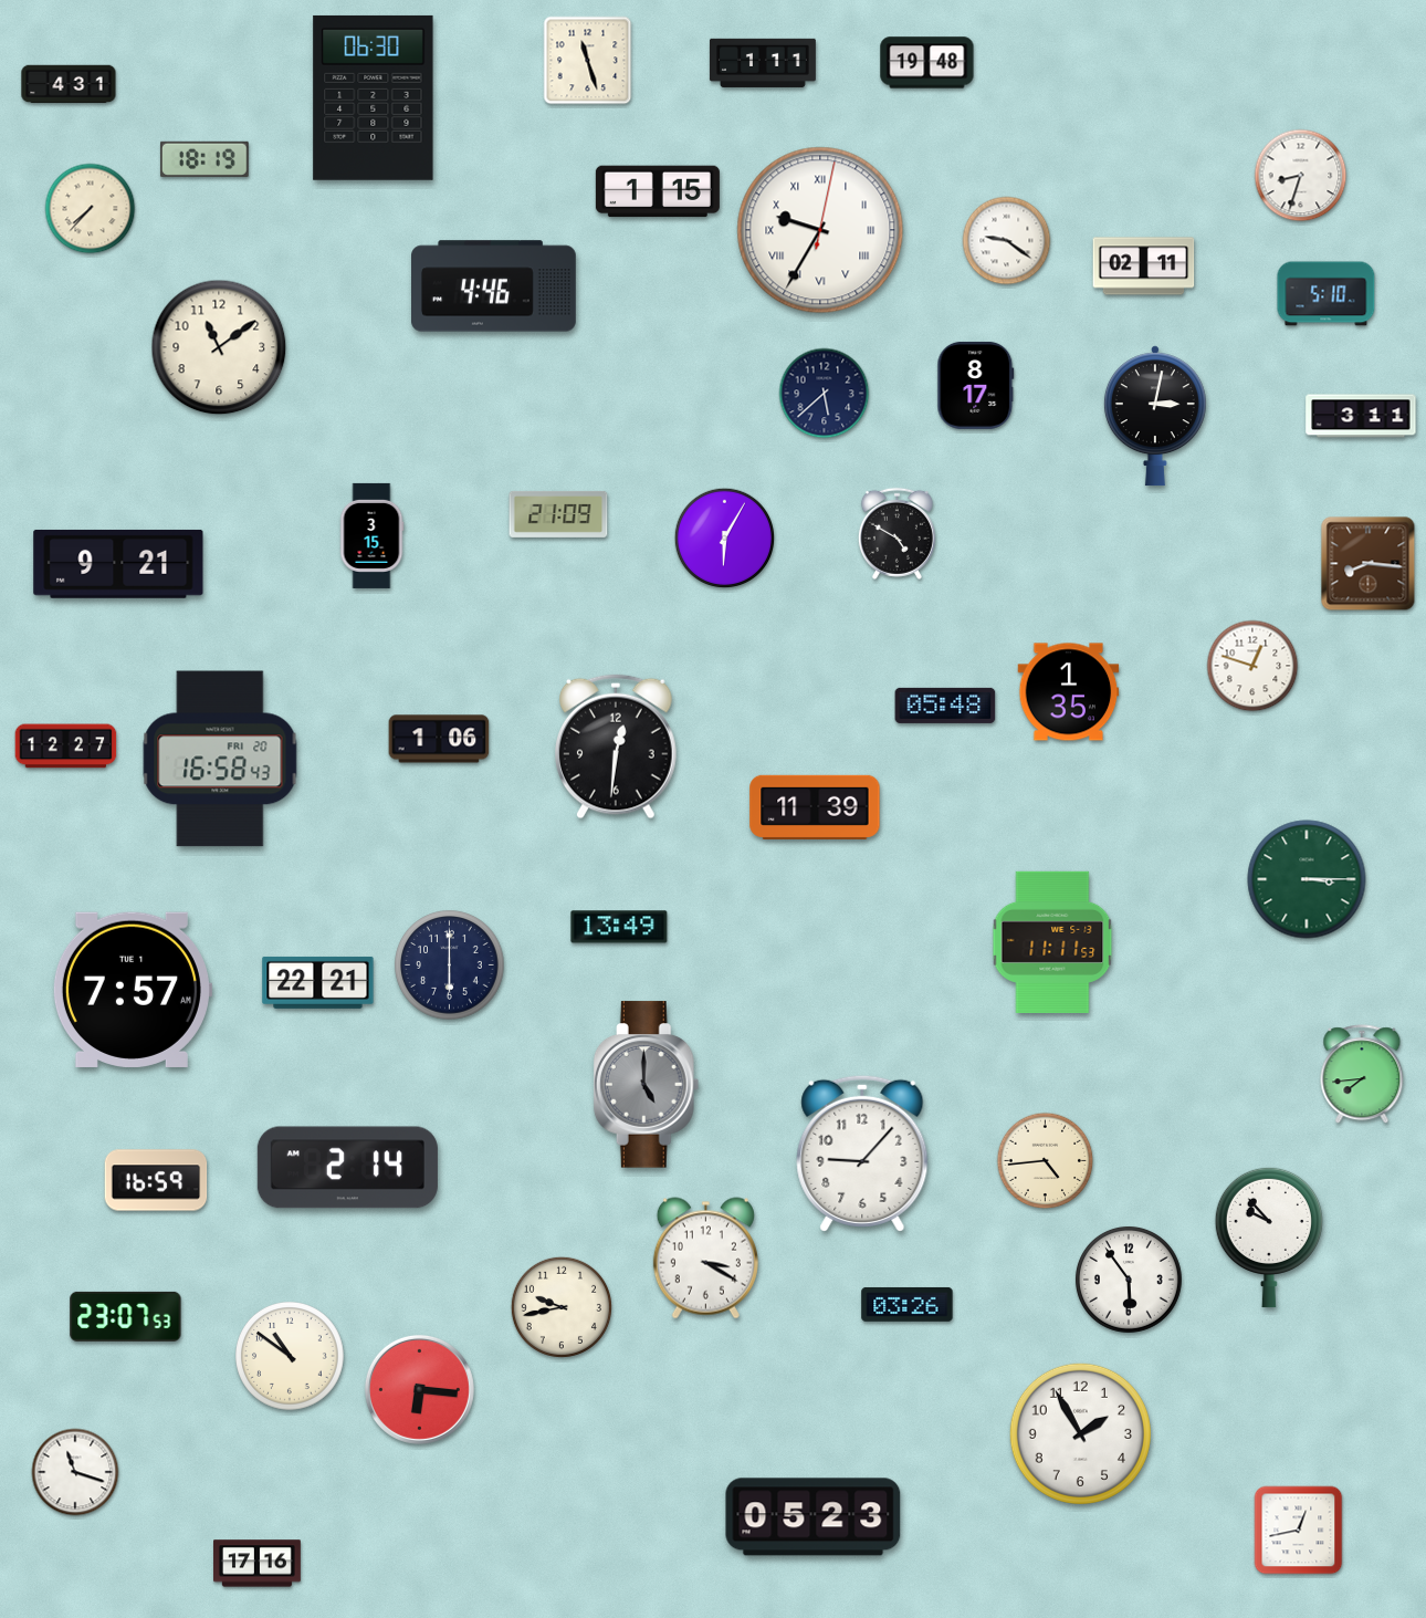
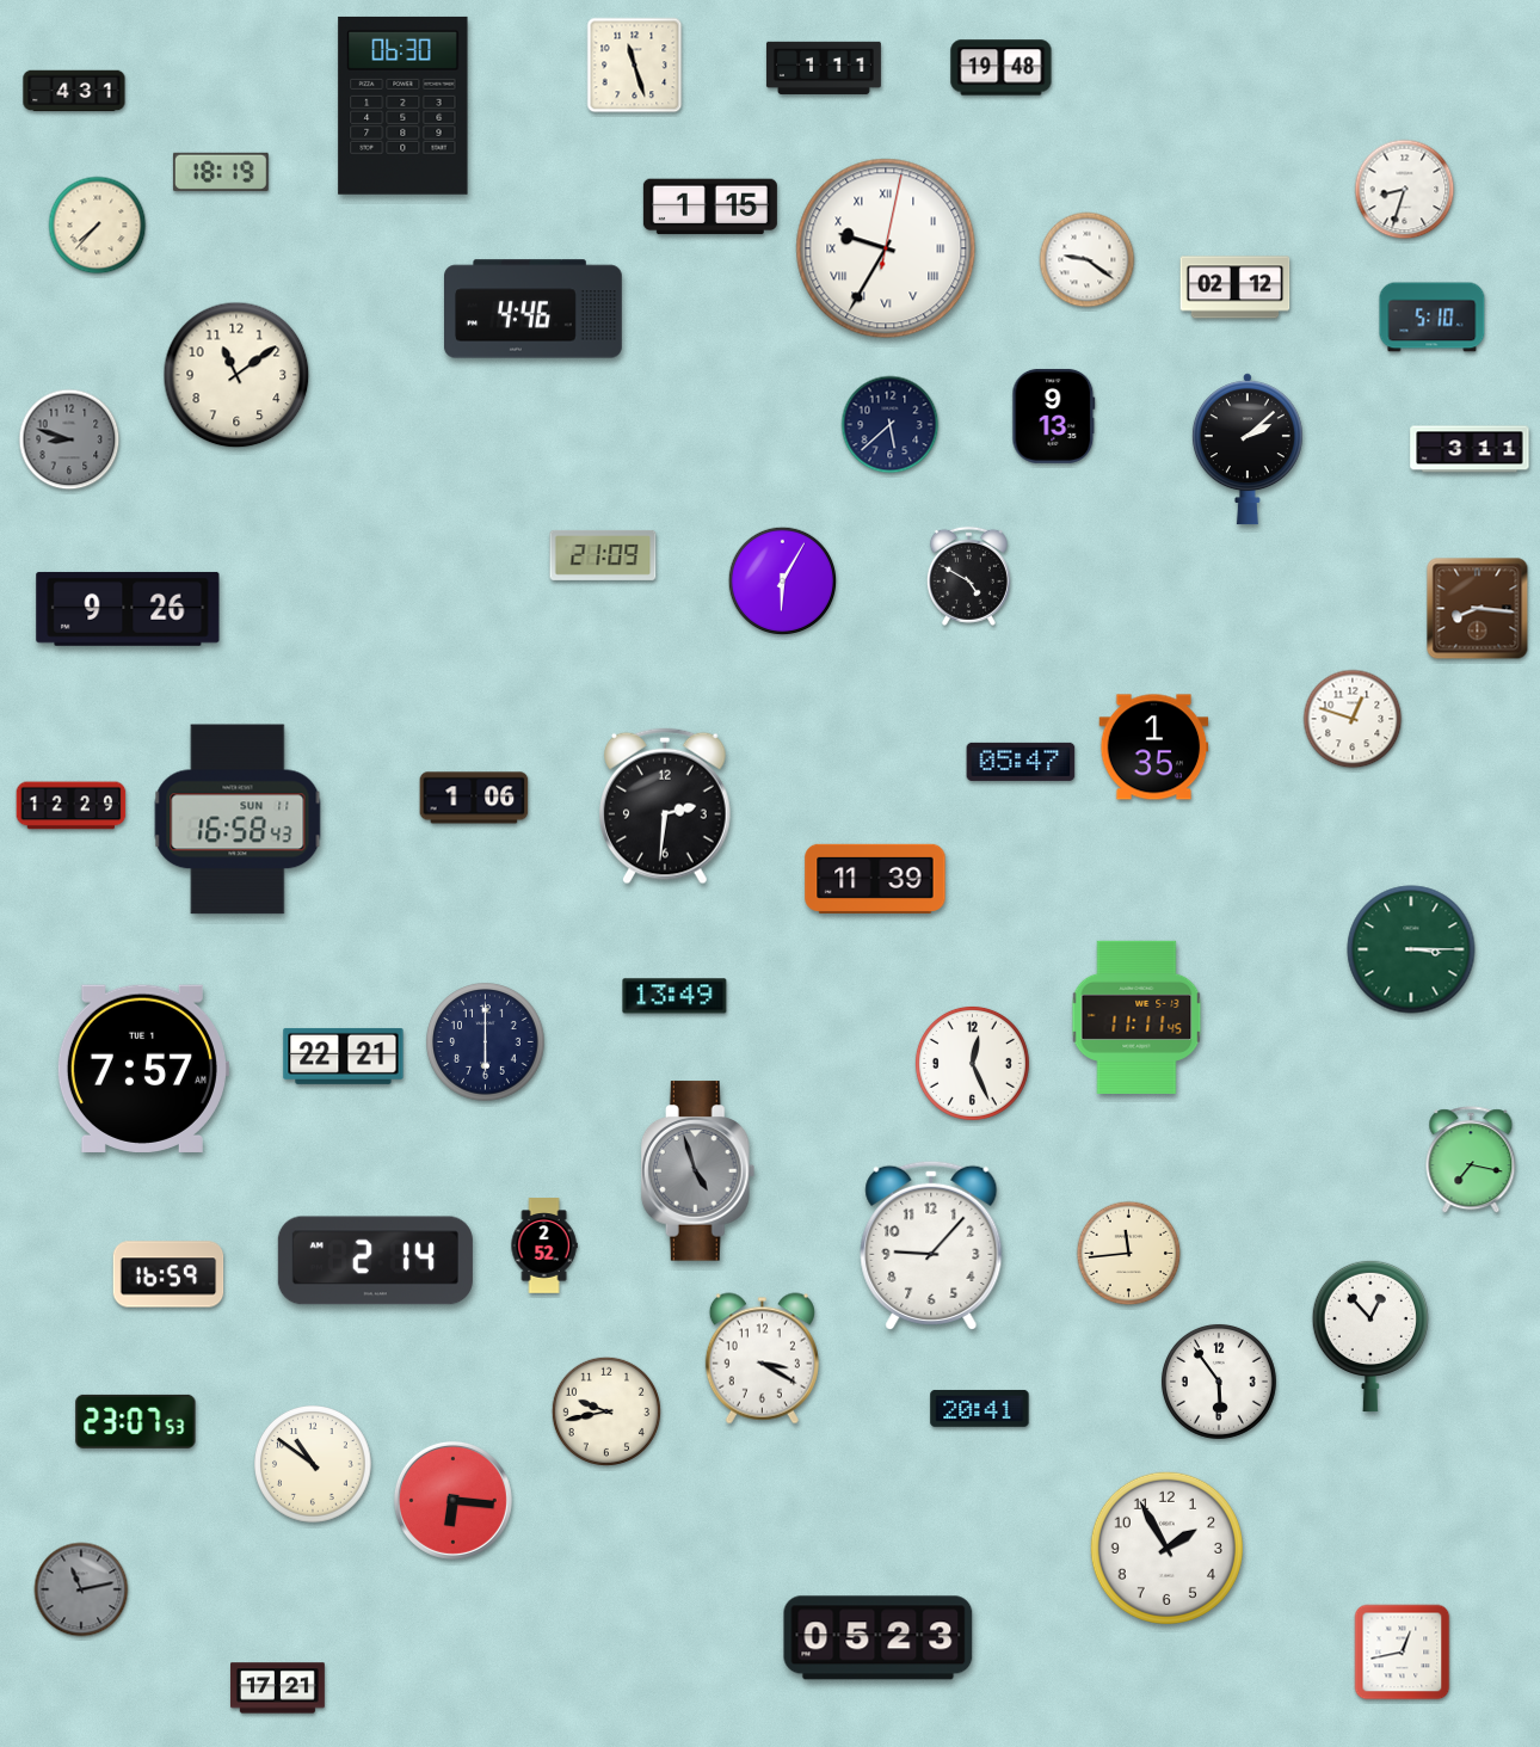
clock at (1144, 267): 02:11 -> 02:12
clock at (976, 385): 8:17 -> 9:13
clock at (69, 439): none -> 8:48
clock at (1155, 416): 3:02 -> 2:08
clock at (371, 535): 3:15 -> none
clock at (118, 564): 9:21 -> 9:26
clock at (945, 706): 05:48 -> 05:47
clock at (66, 747): 12:27 -> 12:29
clock at (617, 747): 12:31 -> 2:31
clock at (220, 759) date: FRI 20 -> SUN 11
clock at (815, 807) position: (815, 807) -> (875, 879)
clock at (619, 927) position: (619, 927) -> (674, 996)
clock at (1052, 942): 11:11:53 -> 11:11:45
clock at (318, 982) position: (318, 982) -> (344, 1056)
clock at (972, 1063): none -> 12:26
clock at (1362, 1075): 7:44 -> 7:17
clock at (647, 1085): 5:00 -> 4:57
clock at (544, 1245): none -> 2:52
clock at (1046, 1161): 4:44 -> 11:44
clock at (1269, 1238): 9:53 -> 12:53
clock at (908, 1305): 03:26 -> 20:41
clock at (75, 1472): 11:18 -> 11:13
clock at (75, 1472) dial: white -> grey
clock at (258, 1564): 17:16 -> 17:21
